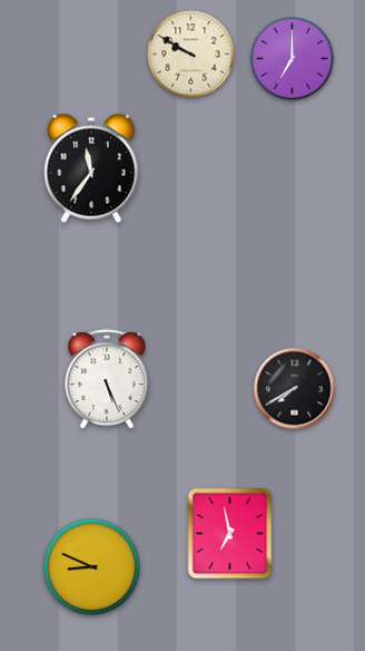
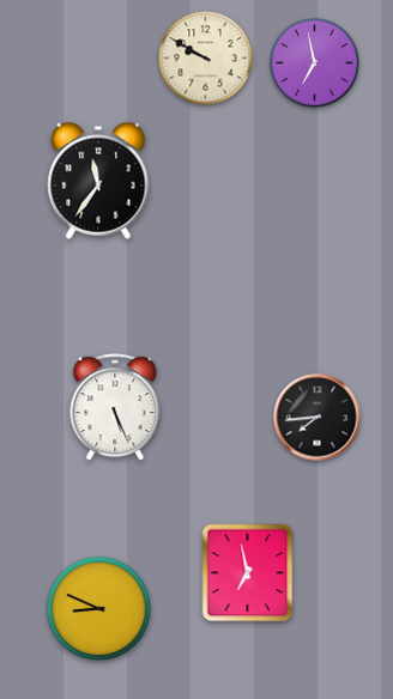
clock at (293, 59): 7:00 -> 6:58
clock at (295, 389): 7:40 -> 7:44
